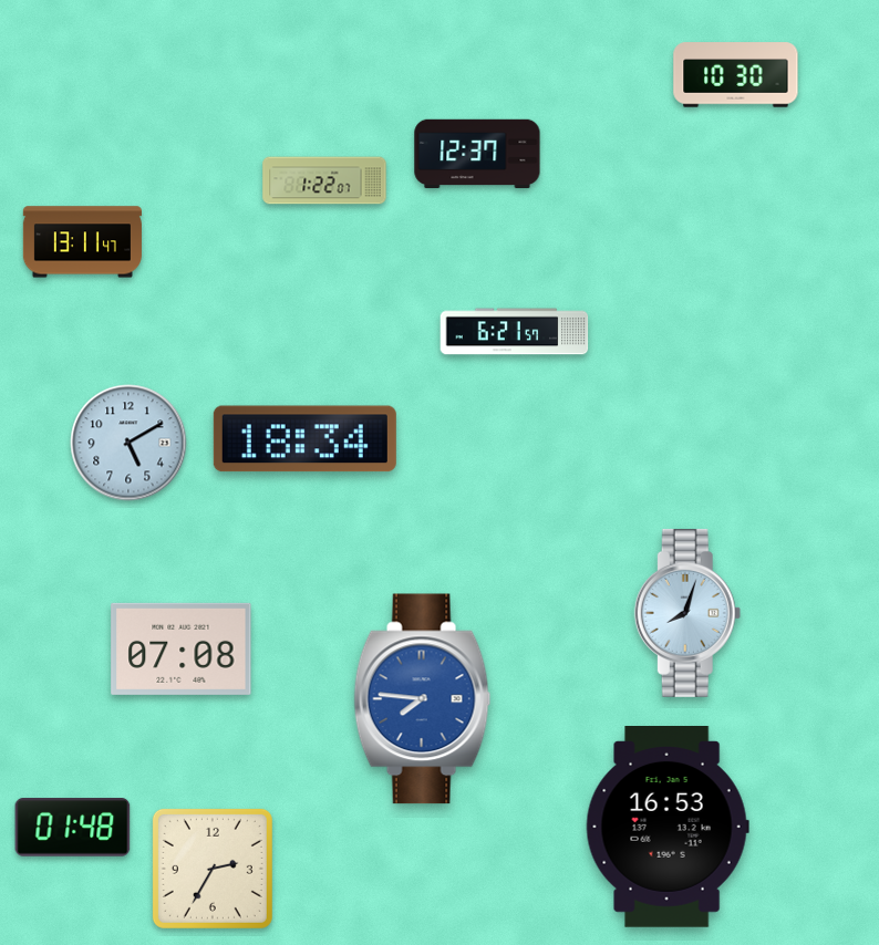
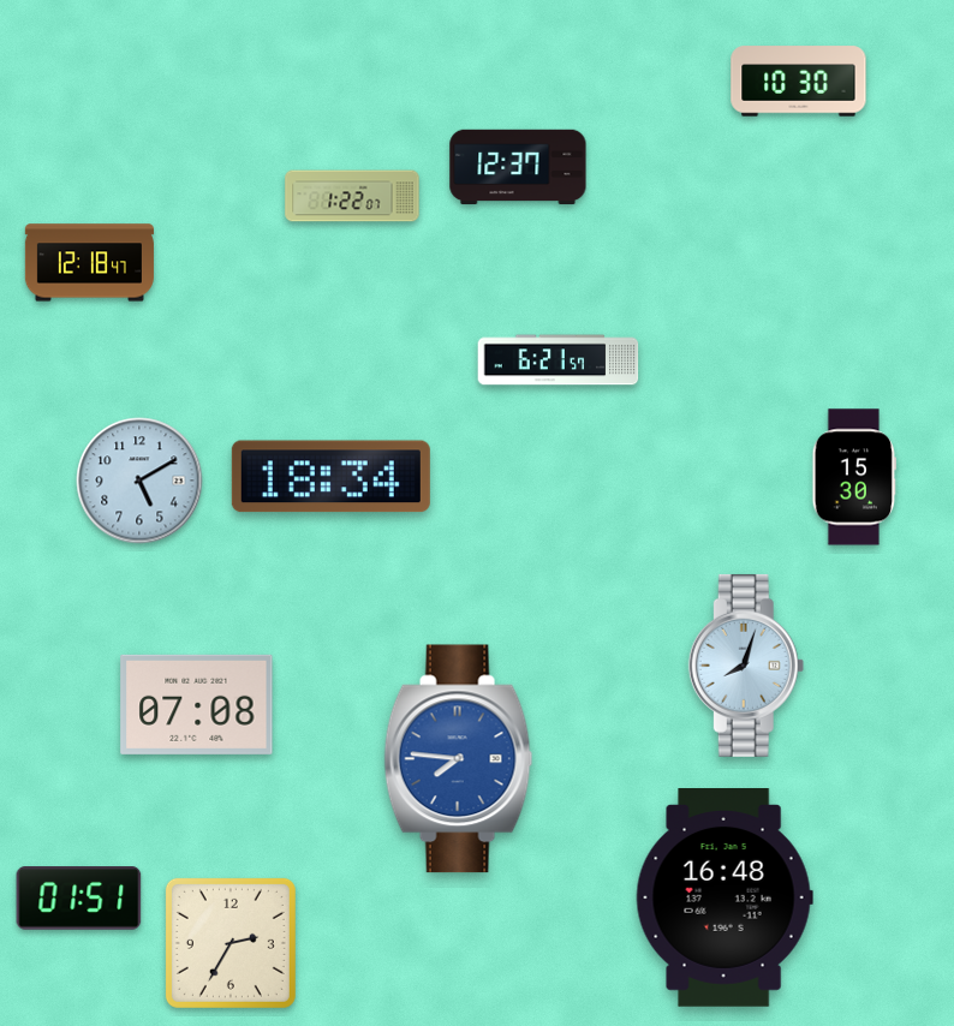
clock at (82, 242): 13:11 -> 12:18
clock at (854, 477): none -> 15:30
clock at (73, 828): 01:48 -> 01:51
clock at (668, 828): 16:53 -> 16:48
